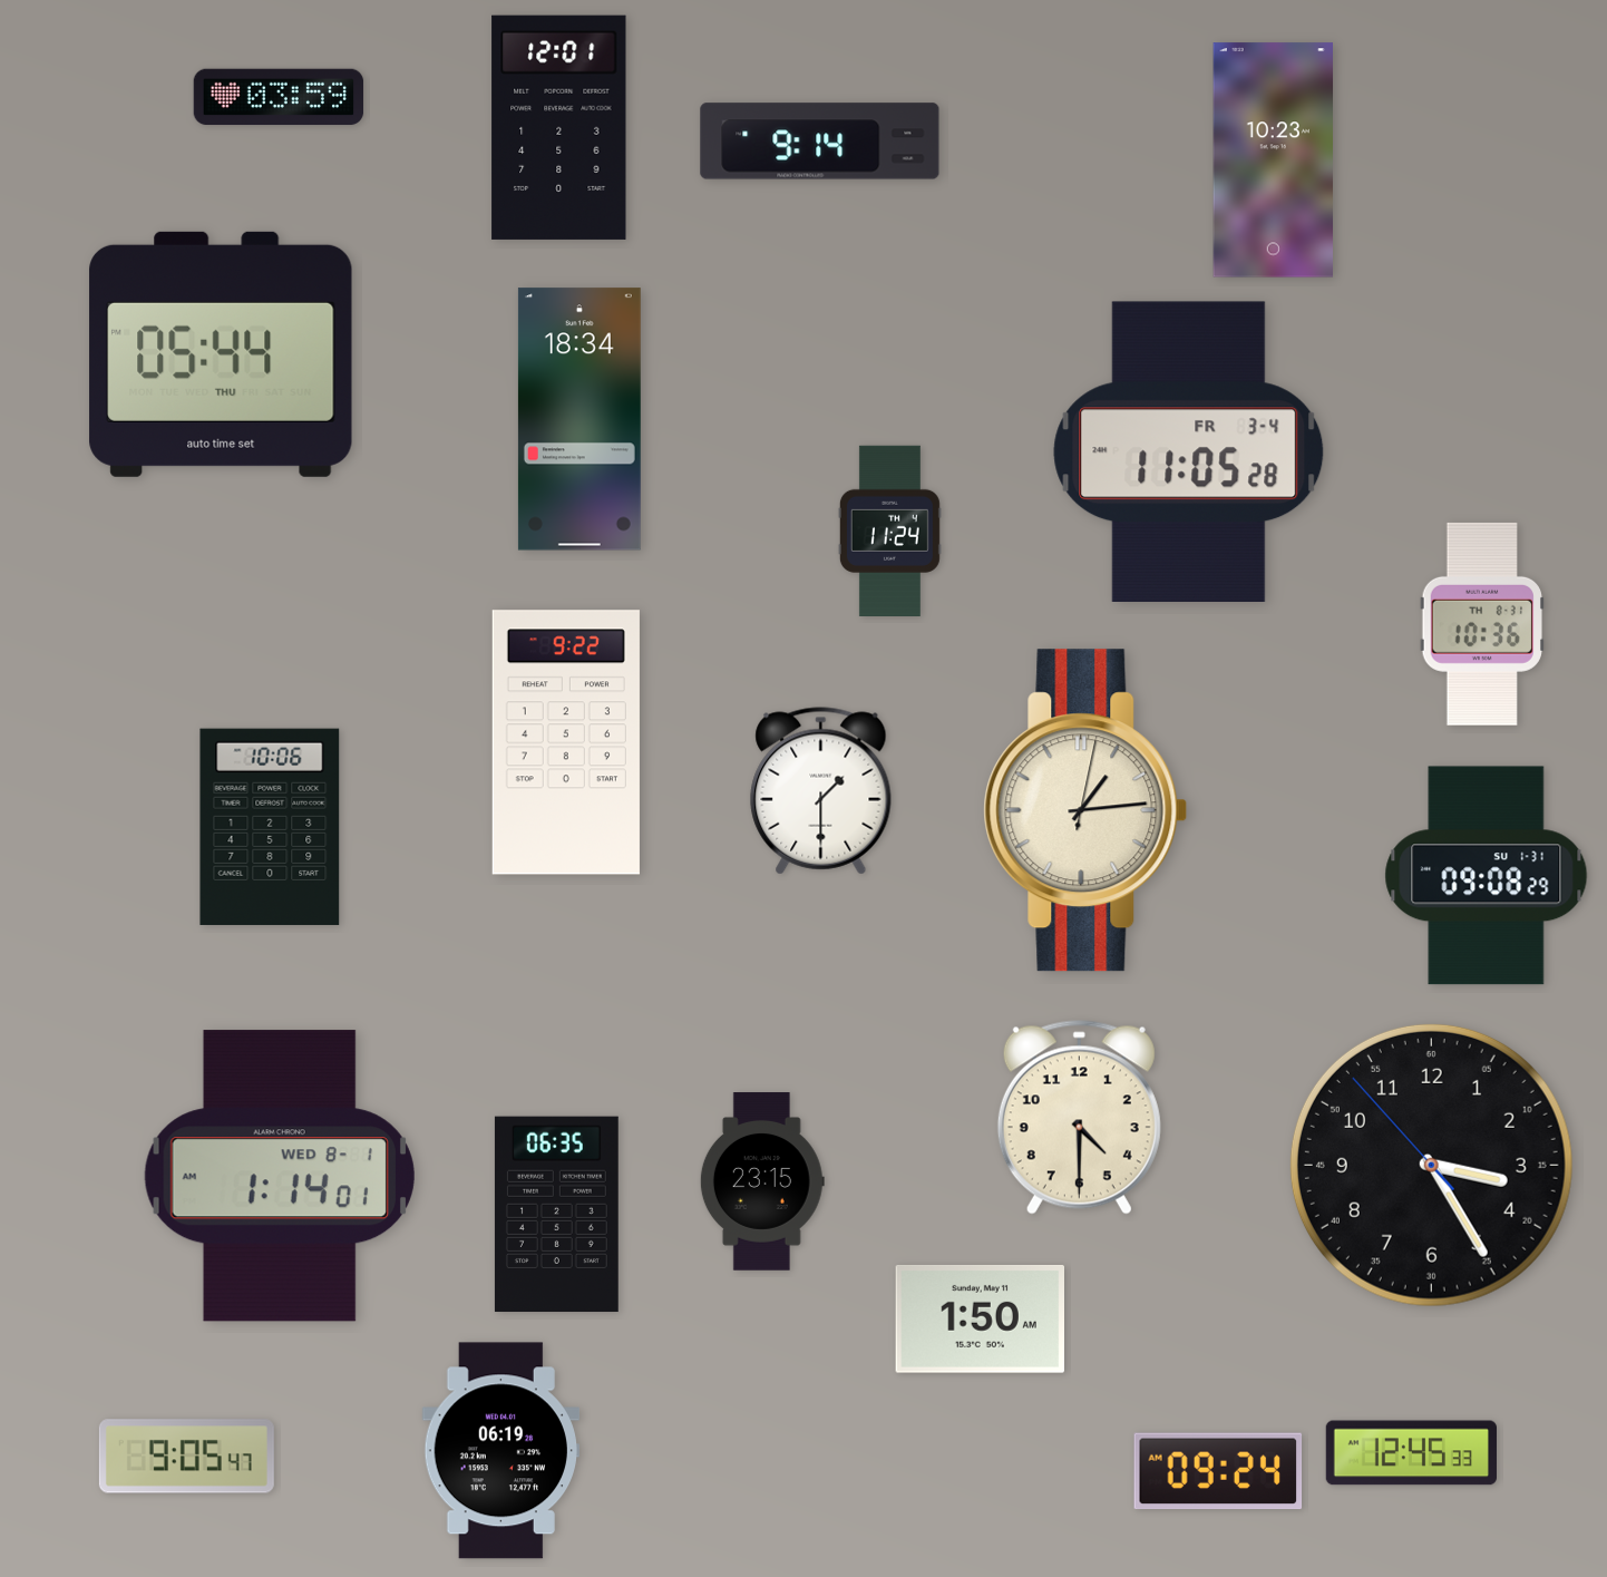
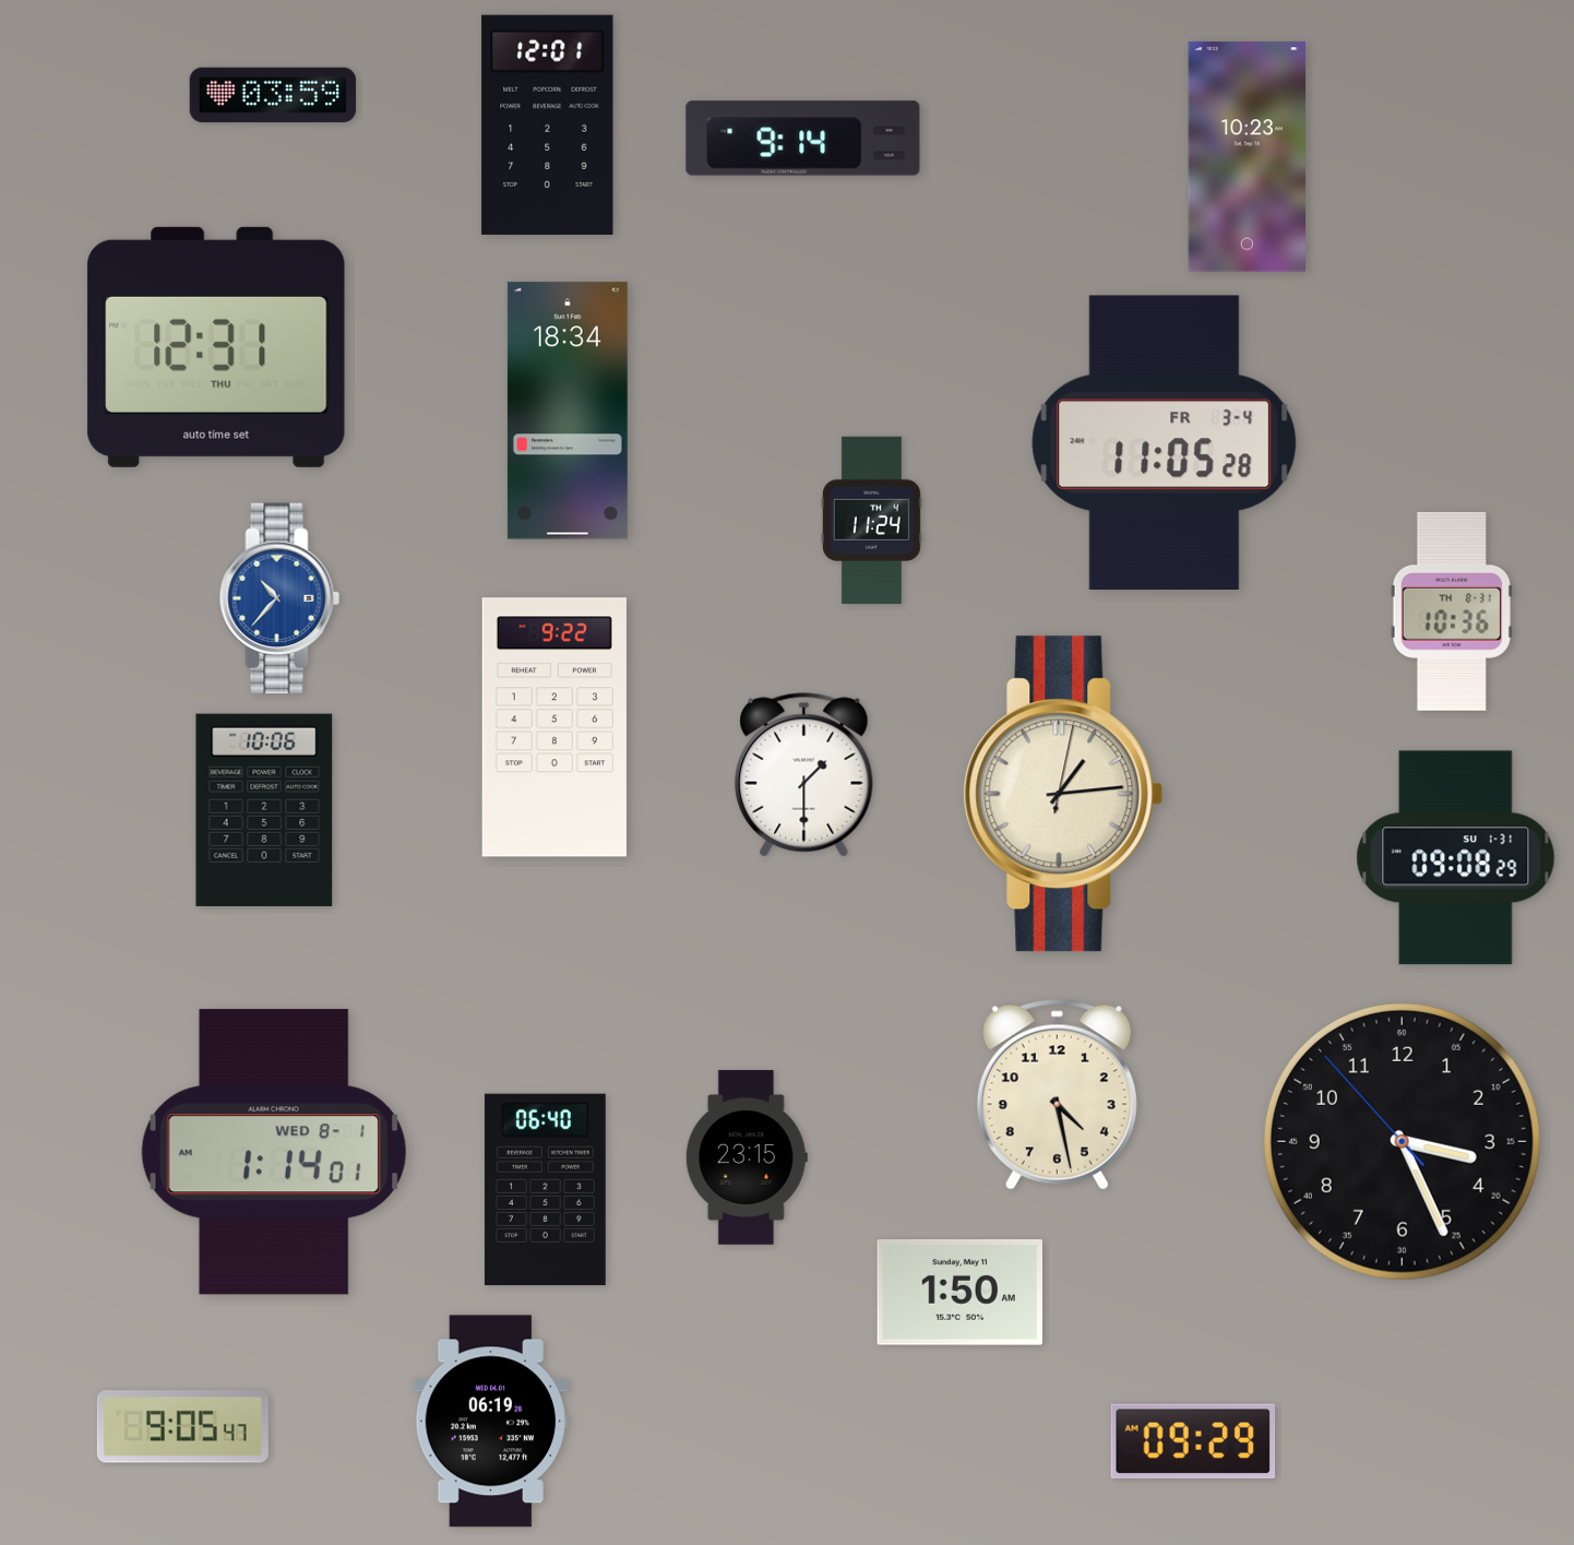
clock at (221, 354): 05:44 -> 12:31
clock at (279, 598): none -> 10:37
clock at (1079, 1118): 4:30 -> 4:28
clock at (1431, 1165): 3:24 -> 3:25
clock at (556, 1215): 06:35 -> 06:40
clock at (1411, 1453): 12:45 -> none
clock at (1218, 1471): 09:24 -> 09:29
